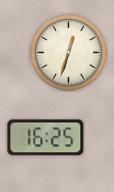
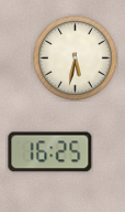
clock at (69, 53): 12:33 -> 5:32
